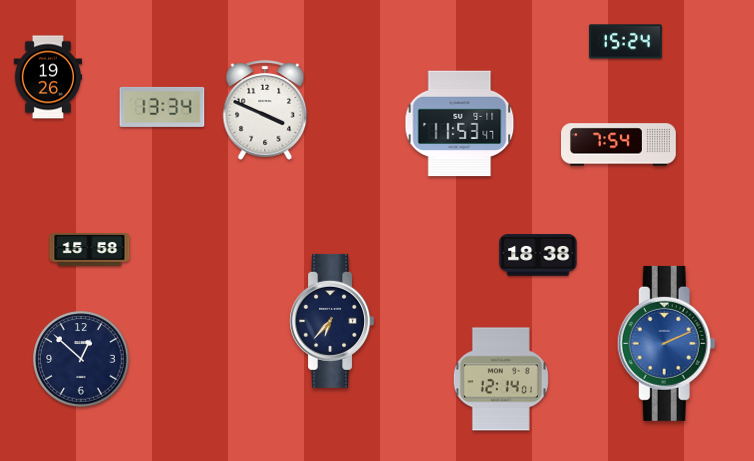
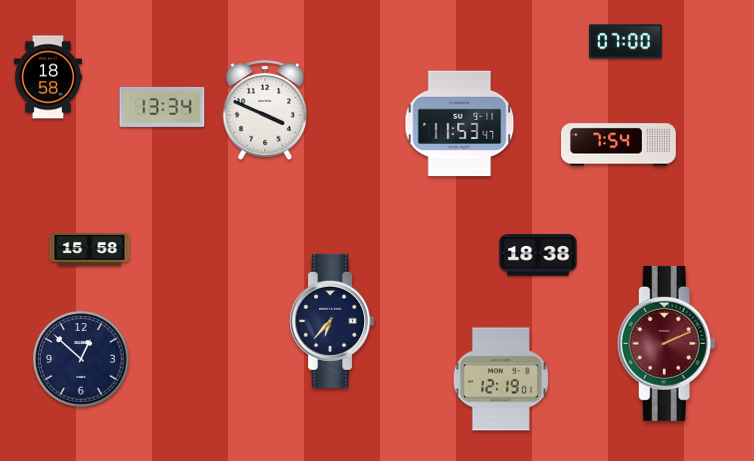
clock at (625, 42): 15:24 -> 07:00
clock at (47, 77): 19:26 -> 18:58
clock at (666, 343) dial: blue -> burgundy
clock at (501, 379): 12:14 -> 12:19
